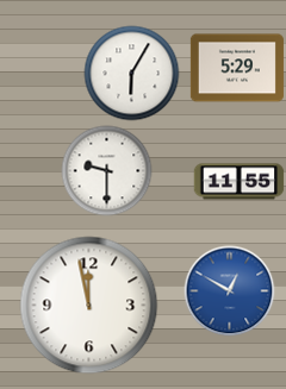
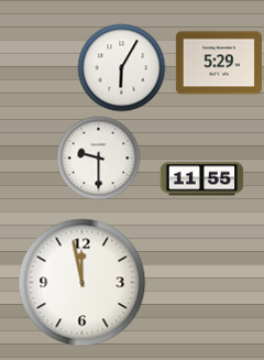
clock at (240, 182) position: (240, 182) -> (202, 179)
clock at (230, 291): 12:50 -> none
